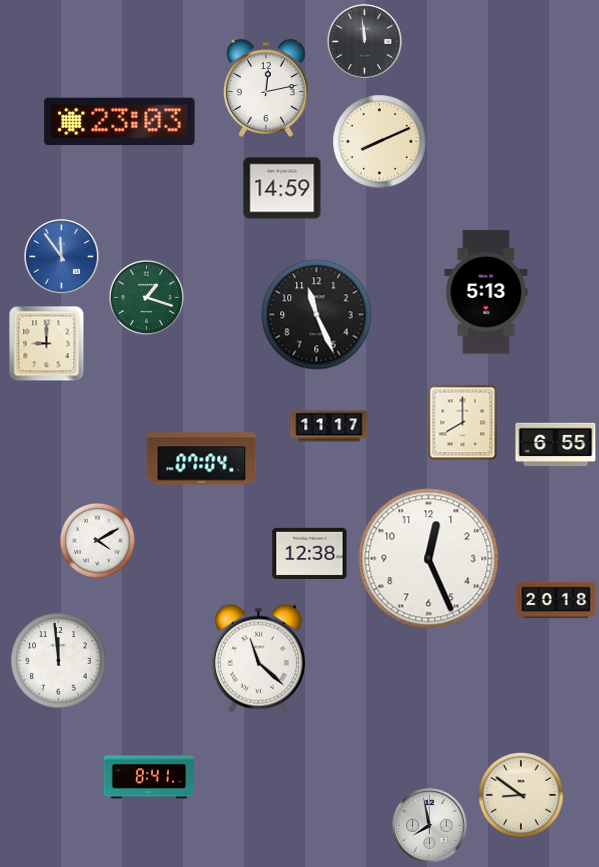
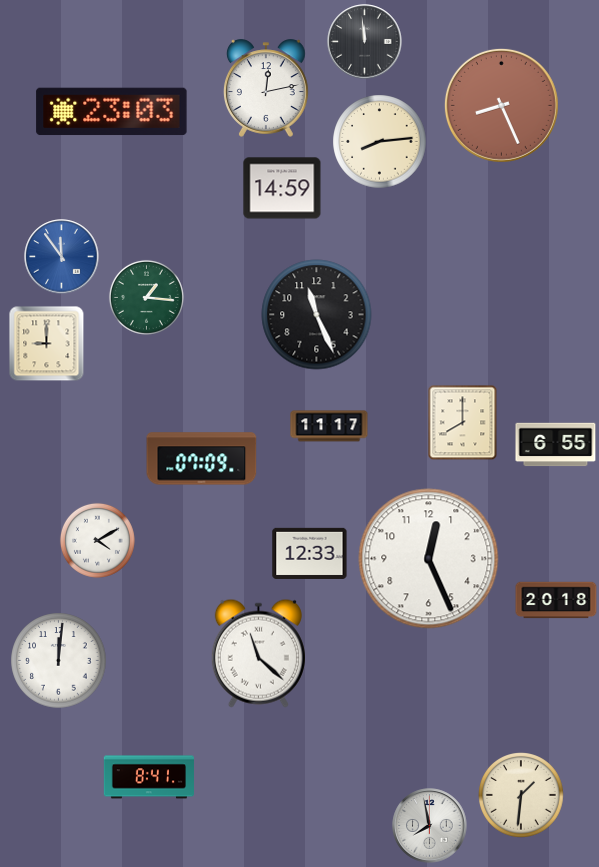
clock at (501, 105): none -> 8:26
clock at (120, 122) position: (120, 122) -> (112, 112)
clock at (380, 142): 8:11 -> 8:14
clock at (486, 292): 5:13 -> none
clock at (146, 297): 1:18 -> 1:16
clock at (202, 459): 07:04 -> 07:09
clock at (310, 553): 12:38 -> 12:33
clock at (258, 658) position: (258, 658) -> (258, 653)
clock at (59, 661): 11:59 -> 12:01
clock at (522, 796): 8:51 -> 1:31
